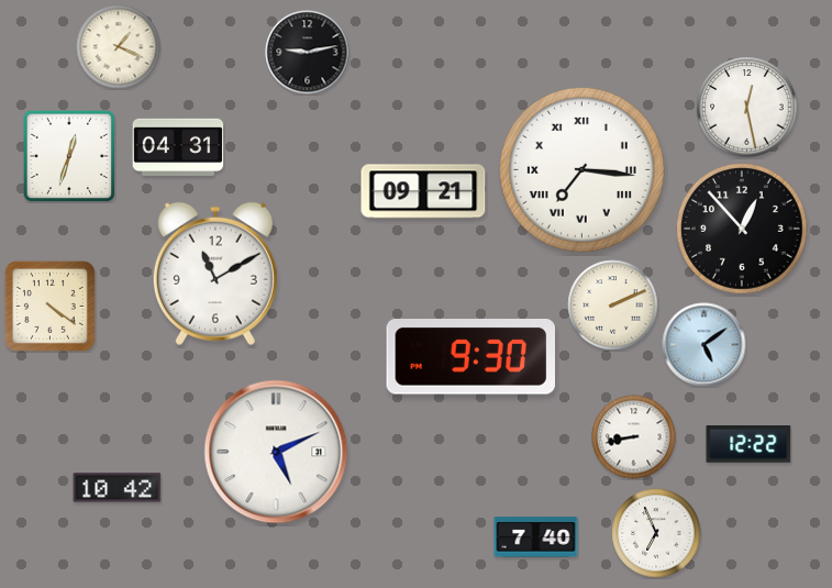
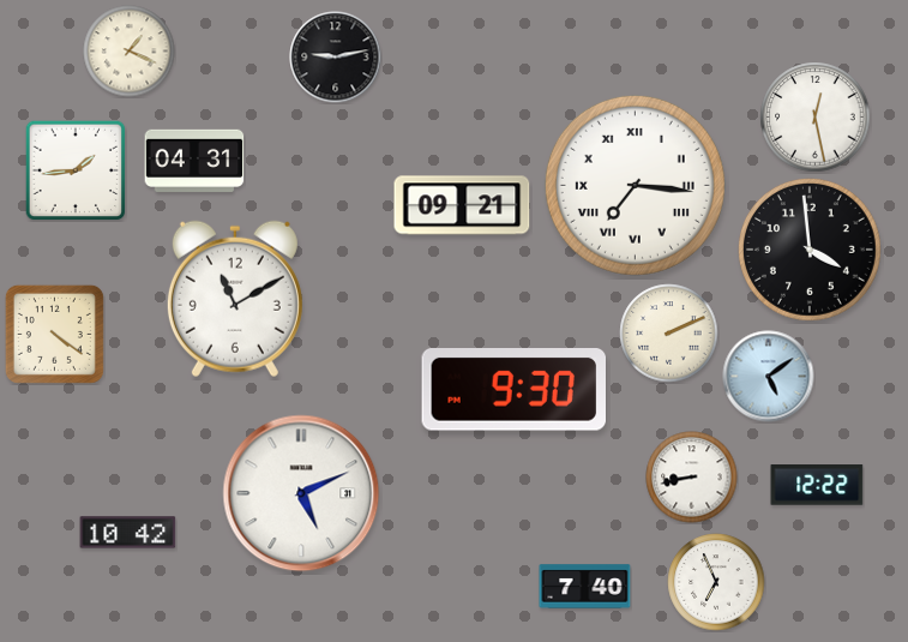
clock at (69, 156): 12:33 -> 1:44
clock at (423, 191) position: (423, 191) -> (462, 205)
clock at (743, 230): 12:53 -> 3:59
